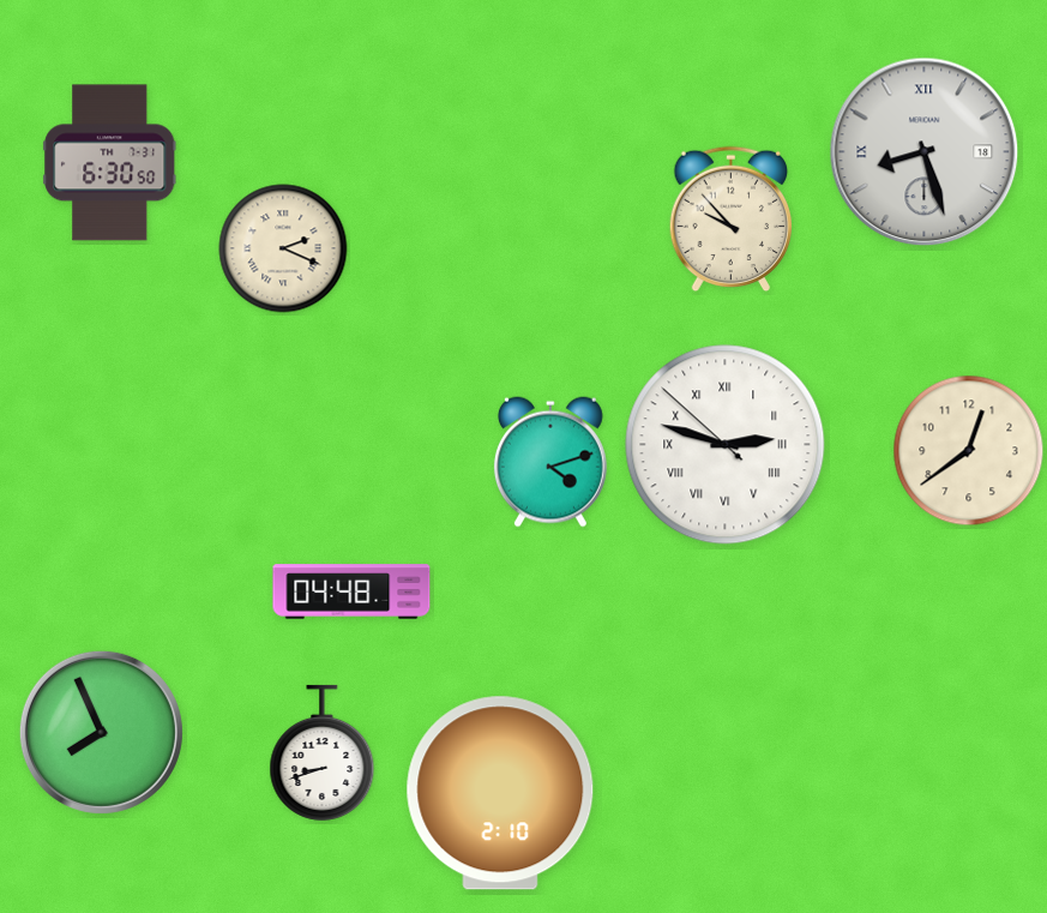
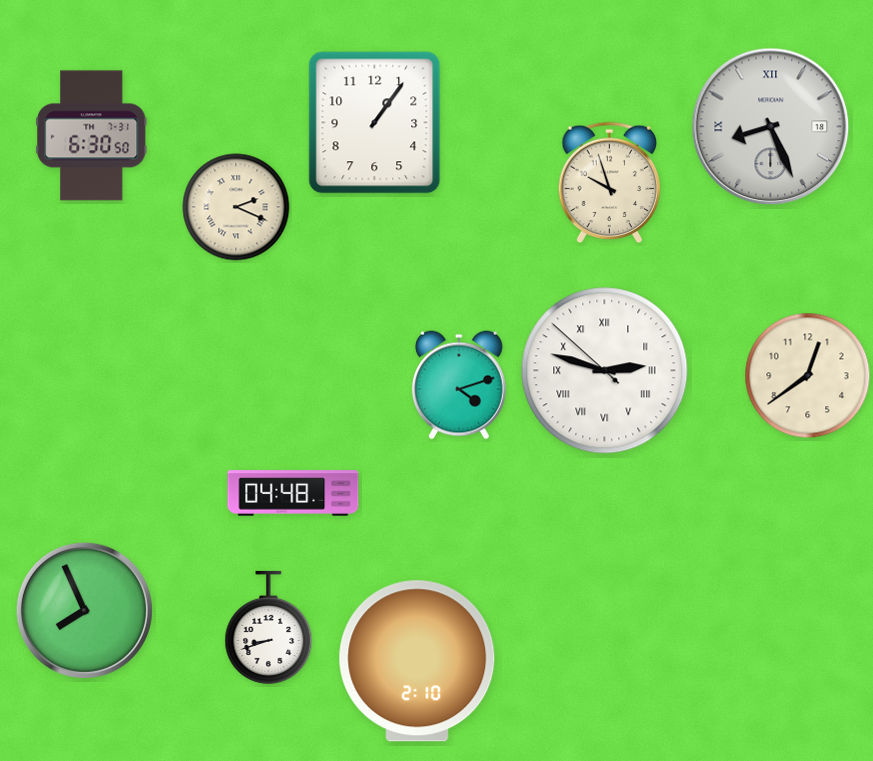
clock at (375, 123): none -> 1:06
clock at (925, 152): 8:27 -> 8:26
clock at (732, 220): 9:53 -> 9:57
